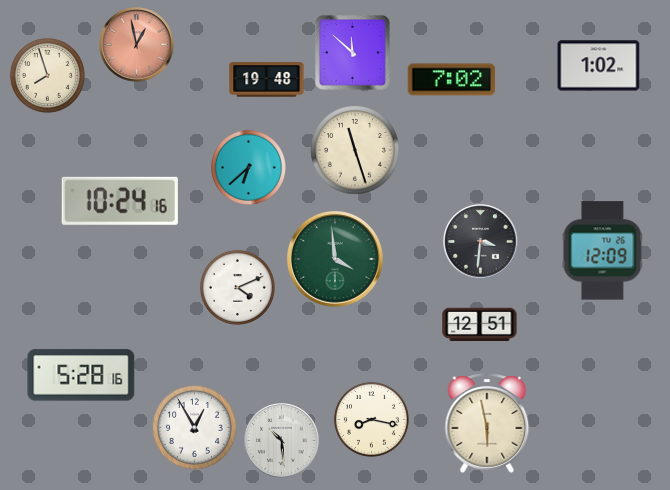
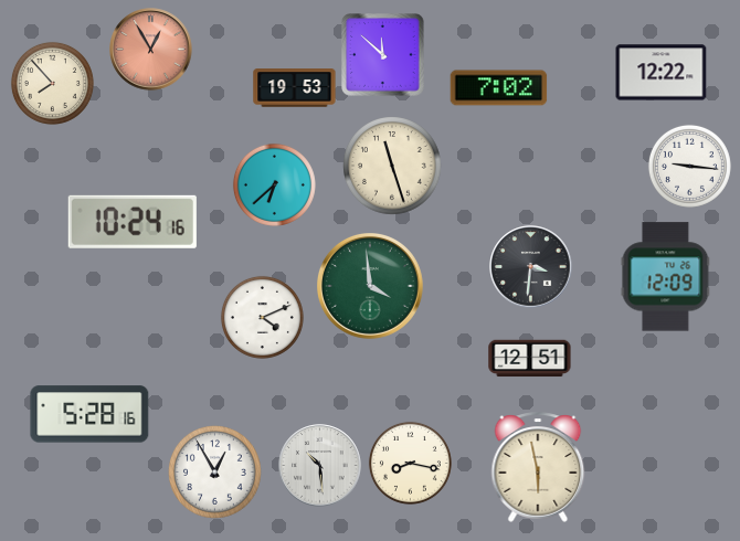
clock at (137, 45): 12:58 -> 12:55
clock at (353, 53) position: (353, 53) -> (383, 55)
clock at (599, 66): 1:02 -> 12:22
clock at (47, 75): 7:57 -> 7:53
clock at (267, 80): 19:48 -> 19:53
clock at (689, 166): none -> 9:16
clock at (282, 441) position: (282, 441) -> (320, 466)
